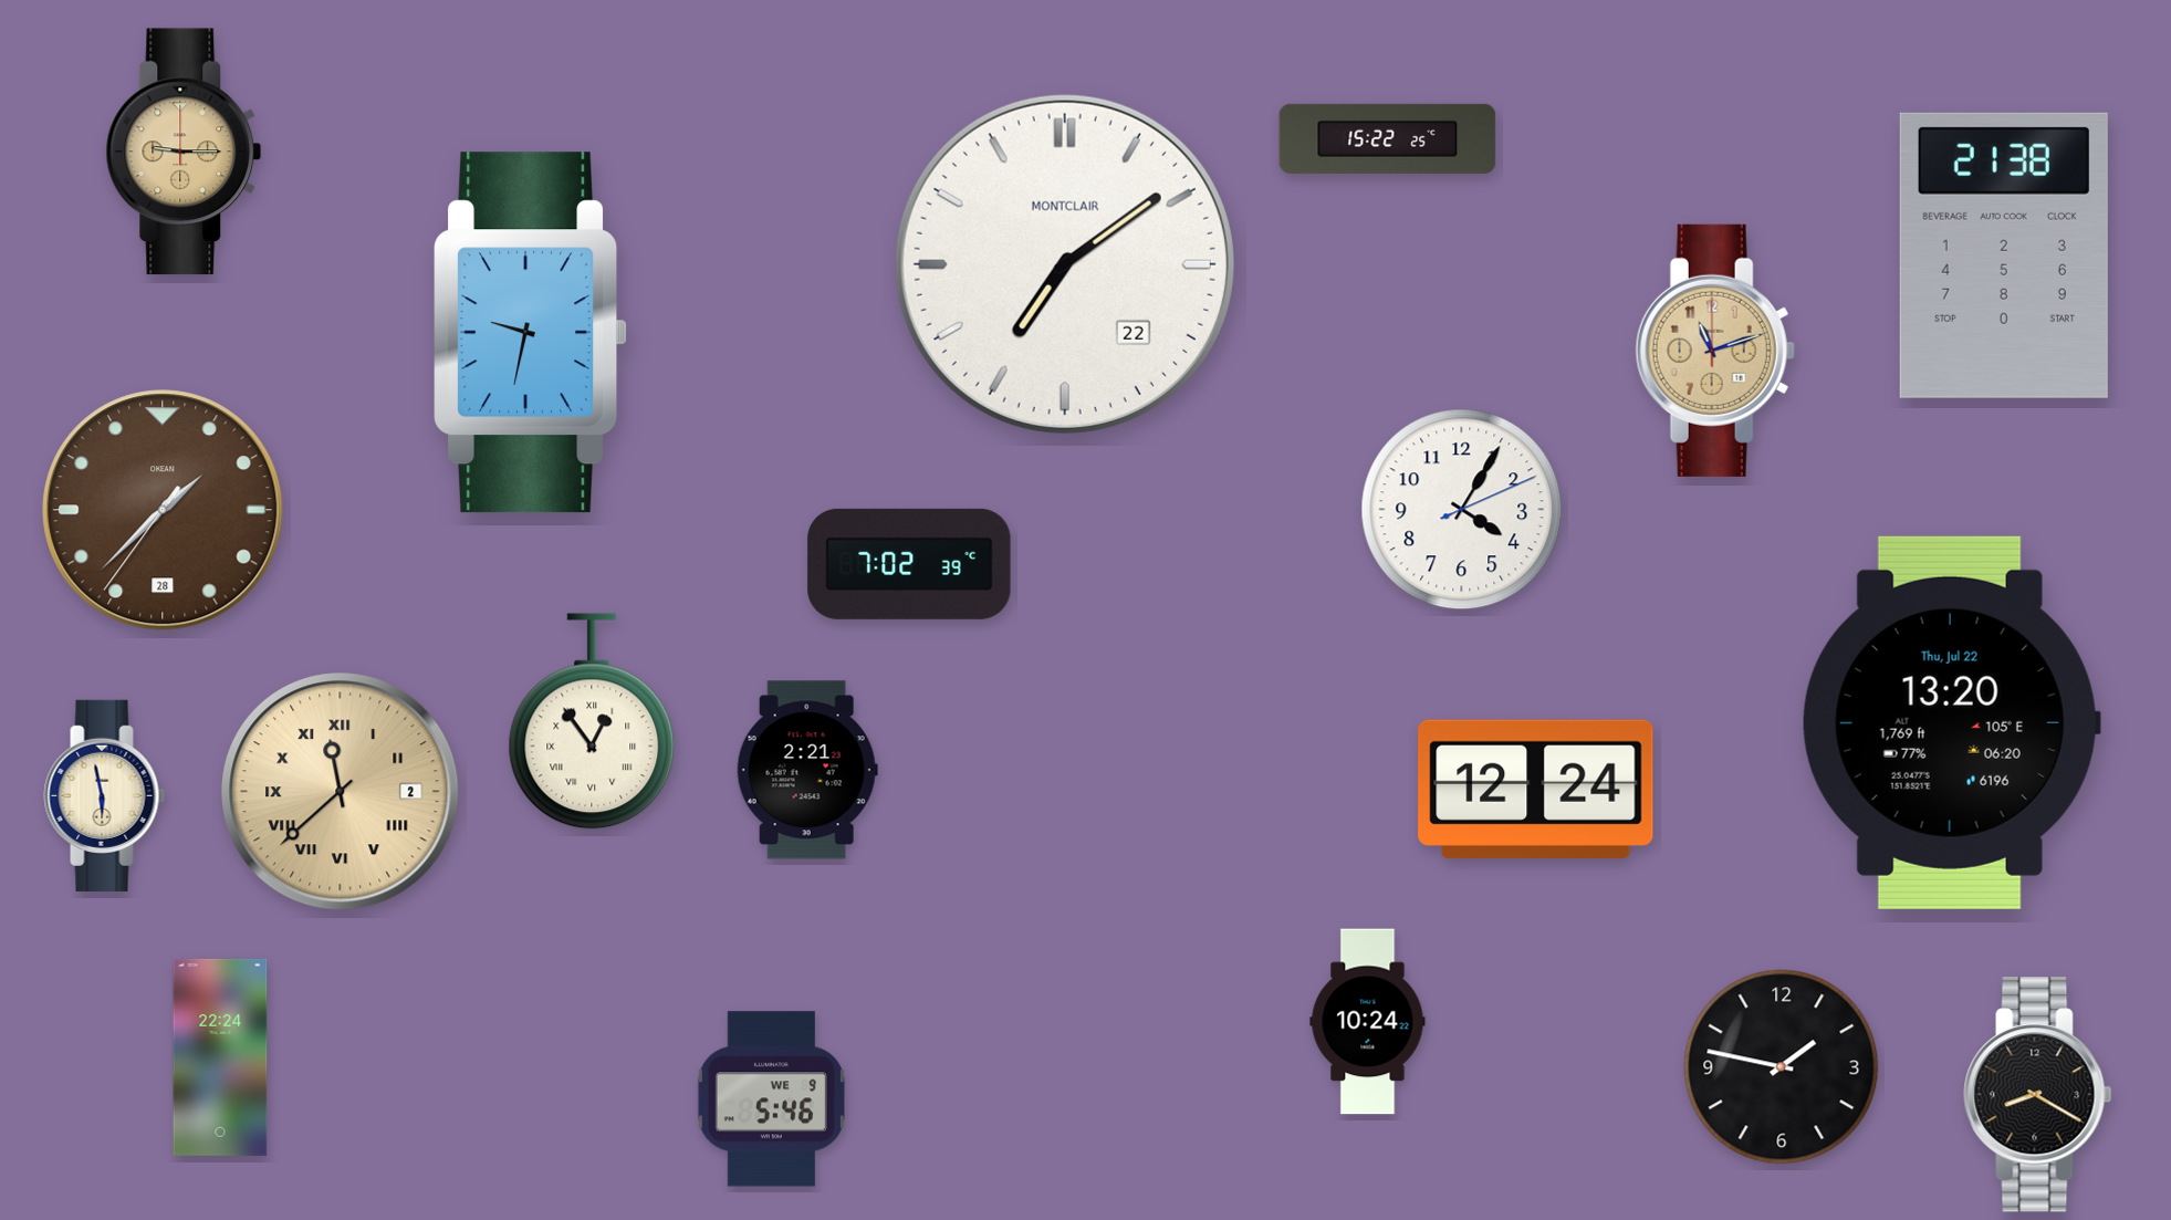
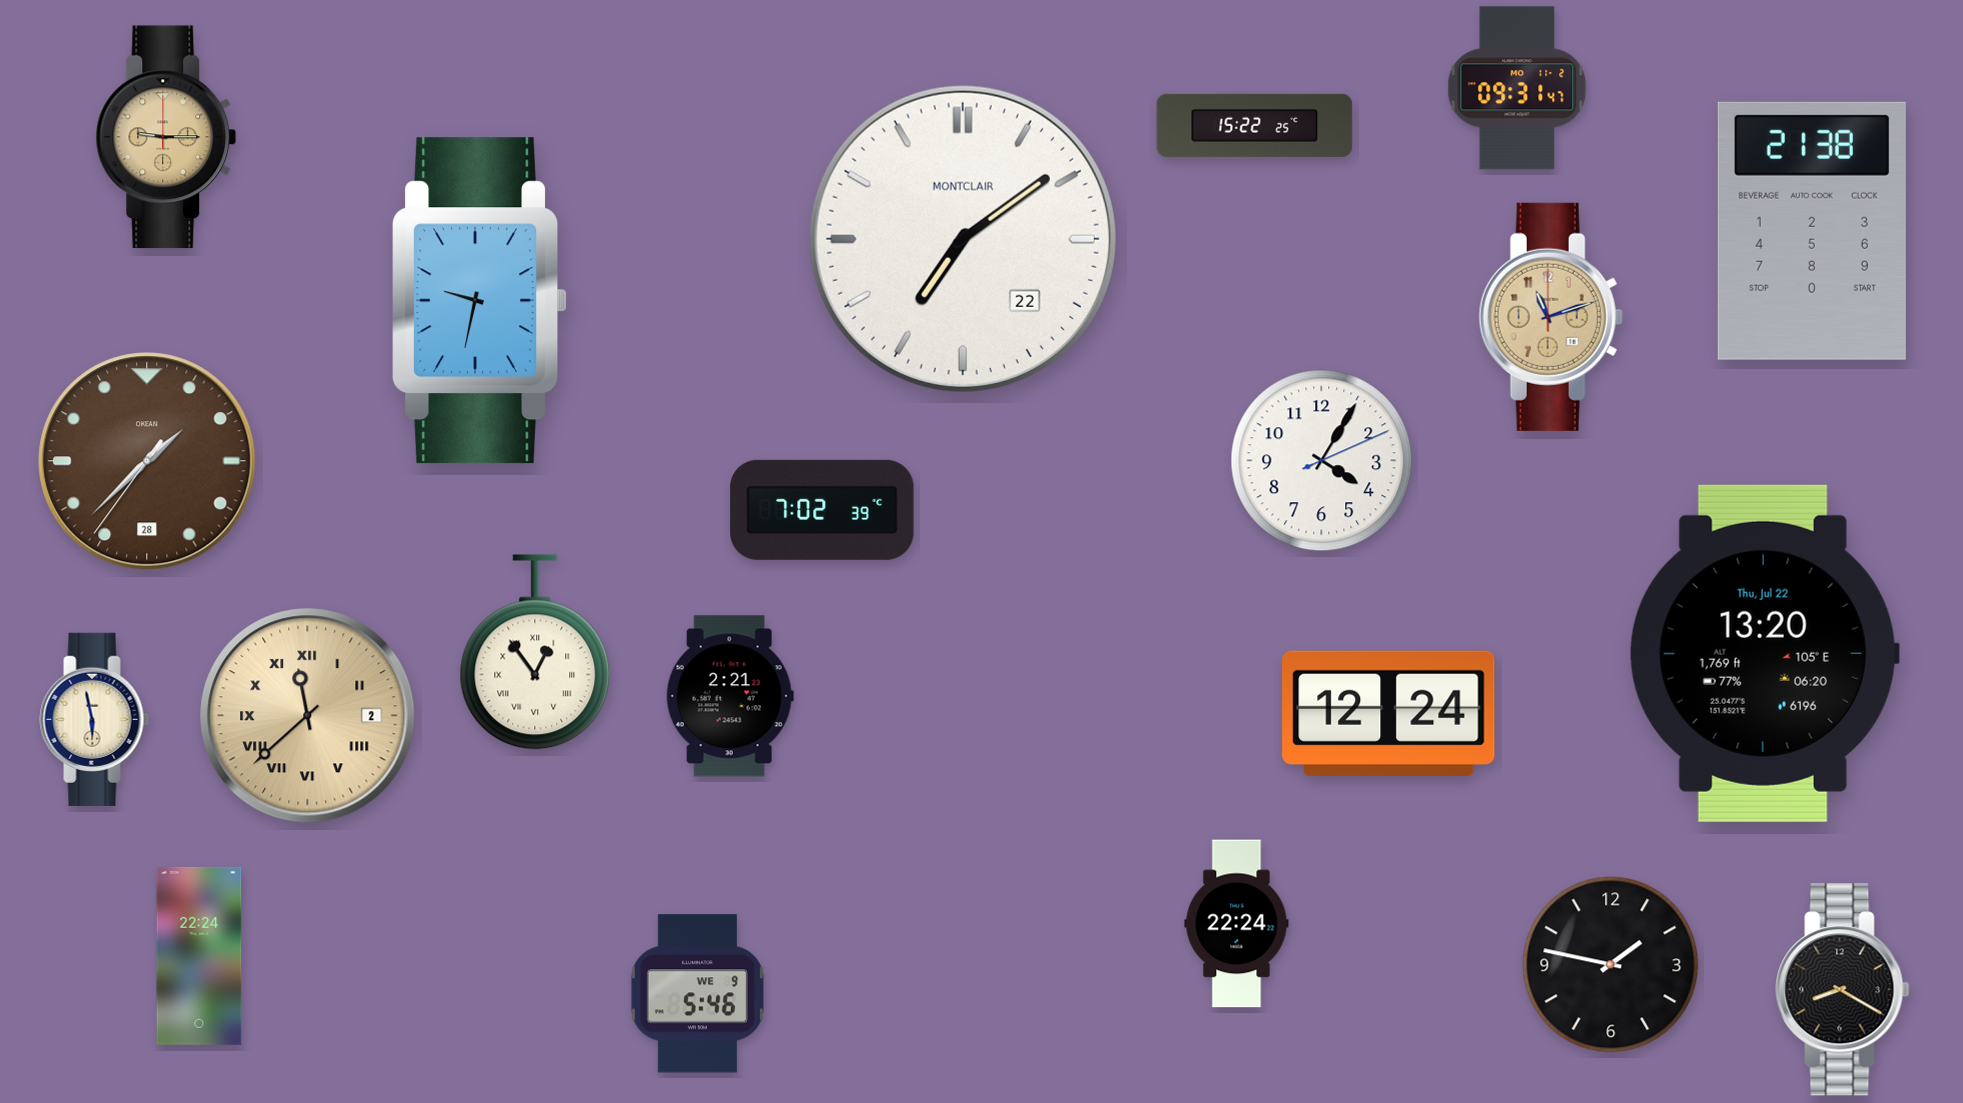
clock at (1517, 88): none -> 09:31
clock at (1368, 1022): 10:24 -> 22:24
